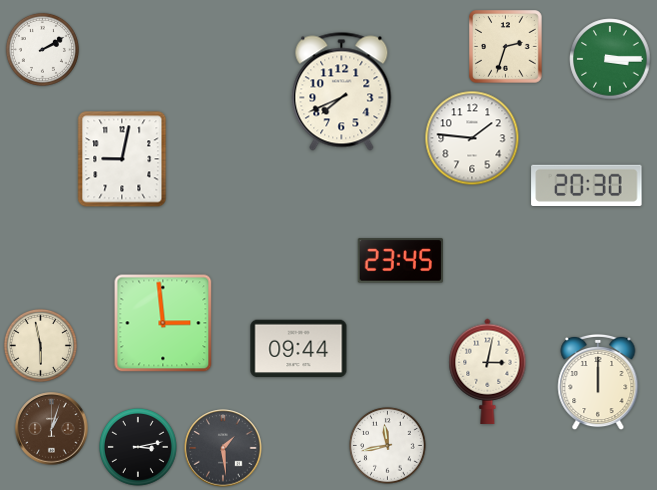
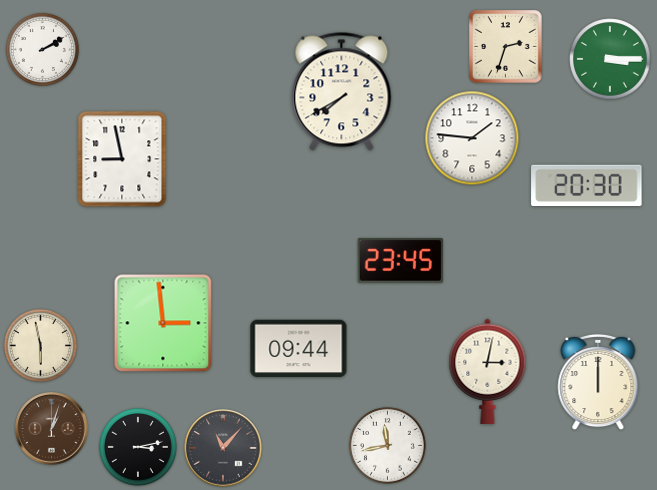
clock at (342, 92): 7:41 -> 7:40
clock at (122, 159): 9:02 -> 8:58
clock at (223, 448): 1:29 -> 11:07
